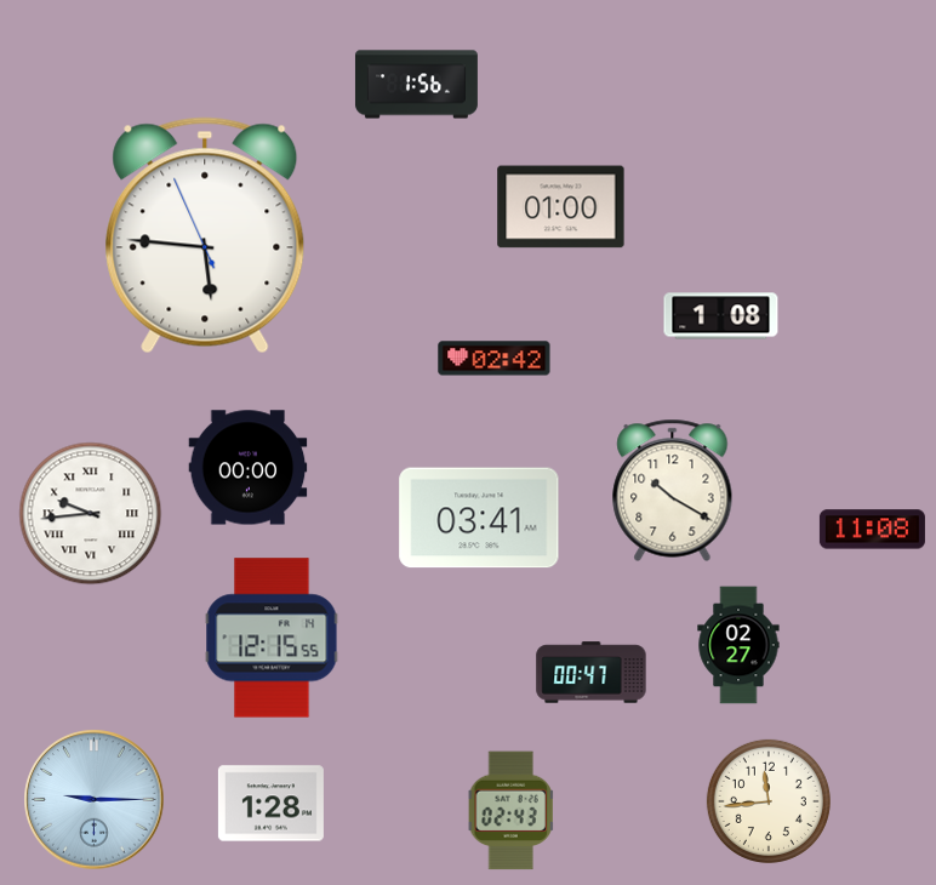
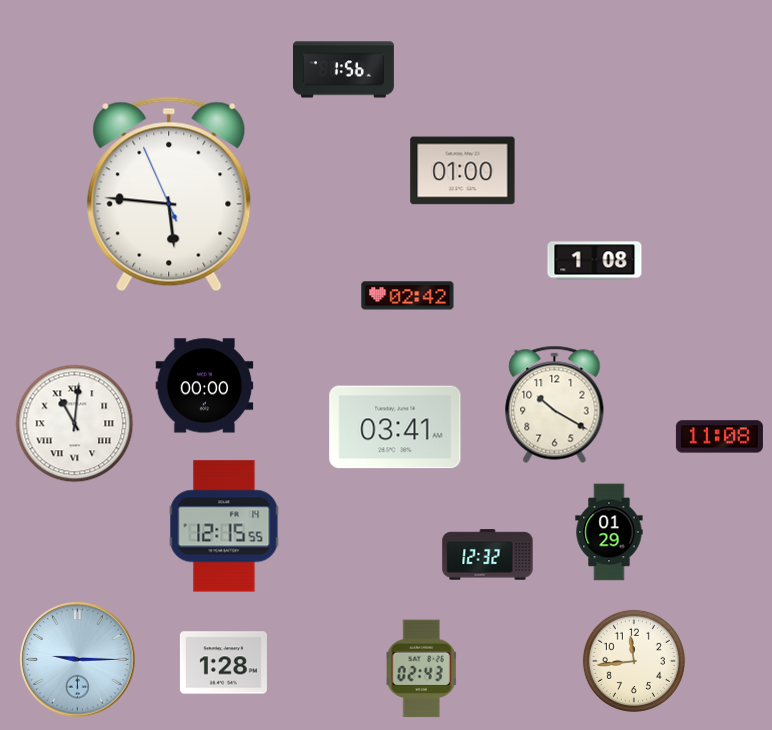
clock at (91, 514): 9:44 -> 11:01
clock at (738, 645): 02:27 -> 01:29
clock at (592, 673): 00:47 -> 12:32
